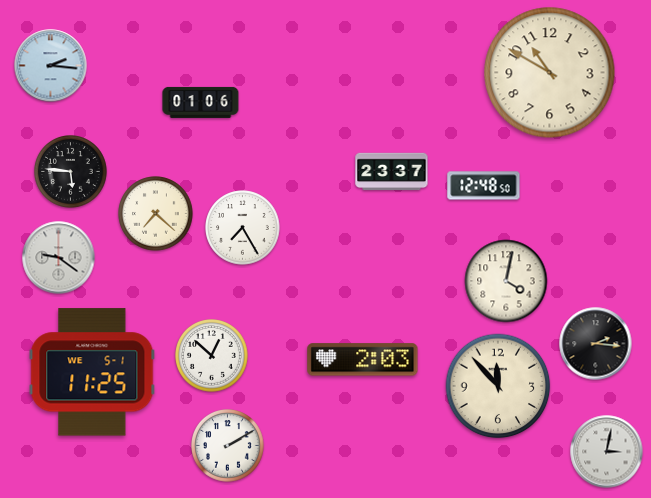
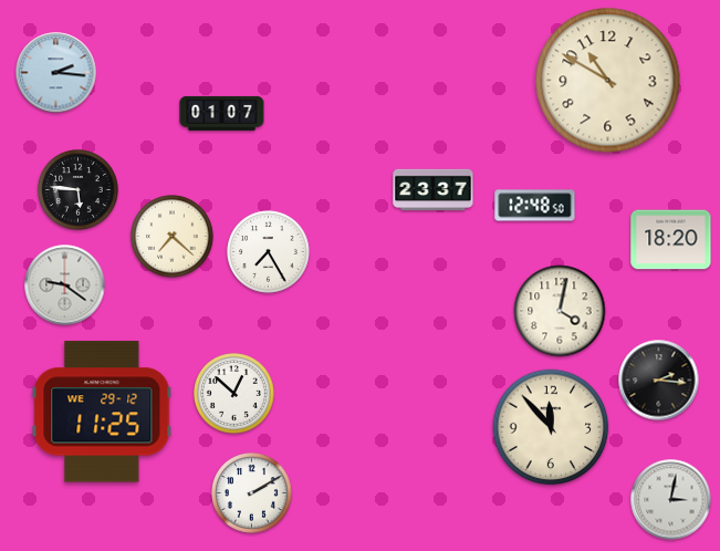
clock at (201, 102): 01:06 -> 01:07
clock at (671, 240): none -> 18:20
clock at (363, 360): 2:03 -> none
clock at (92, 372) date: WE 5-1 -> WE 29-12
